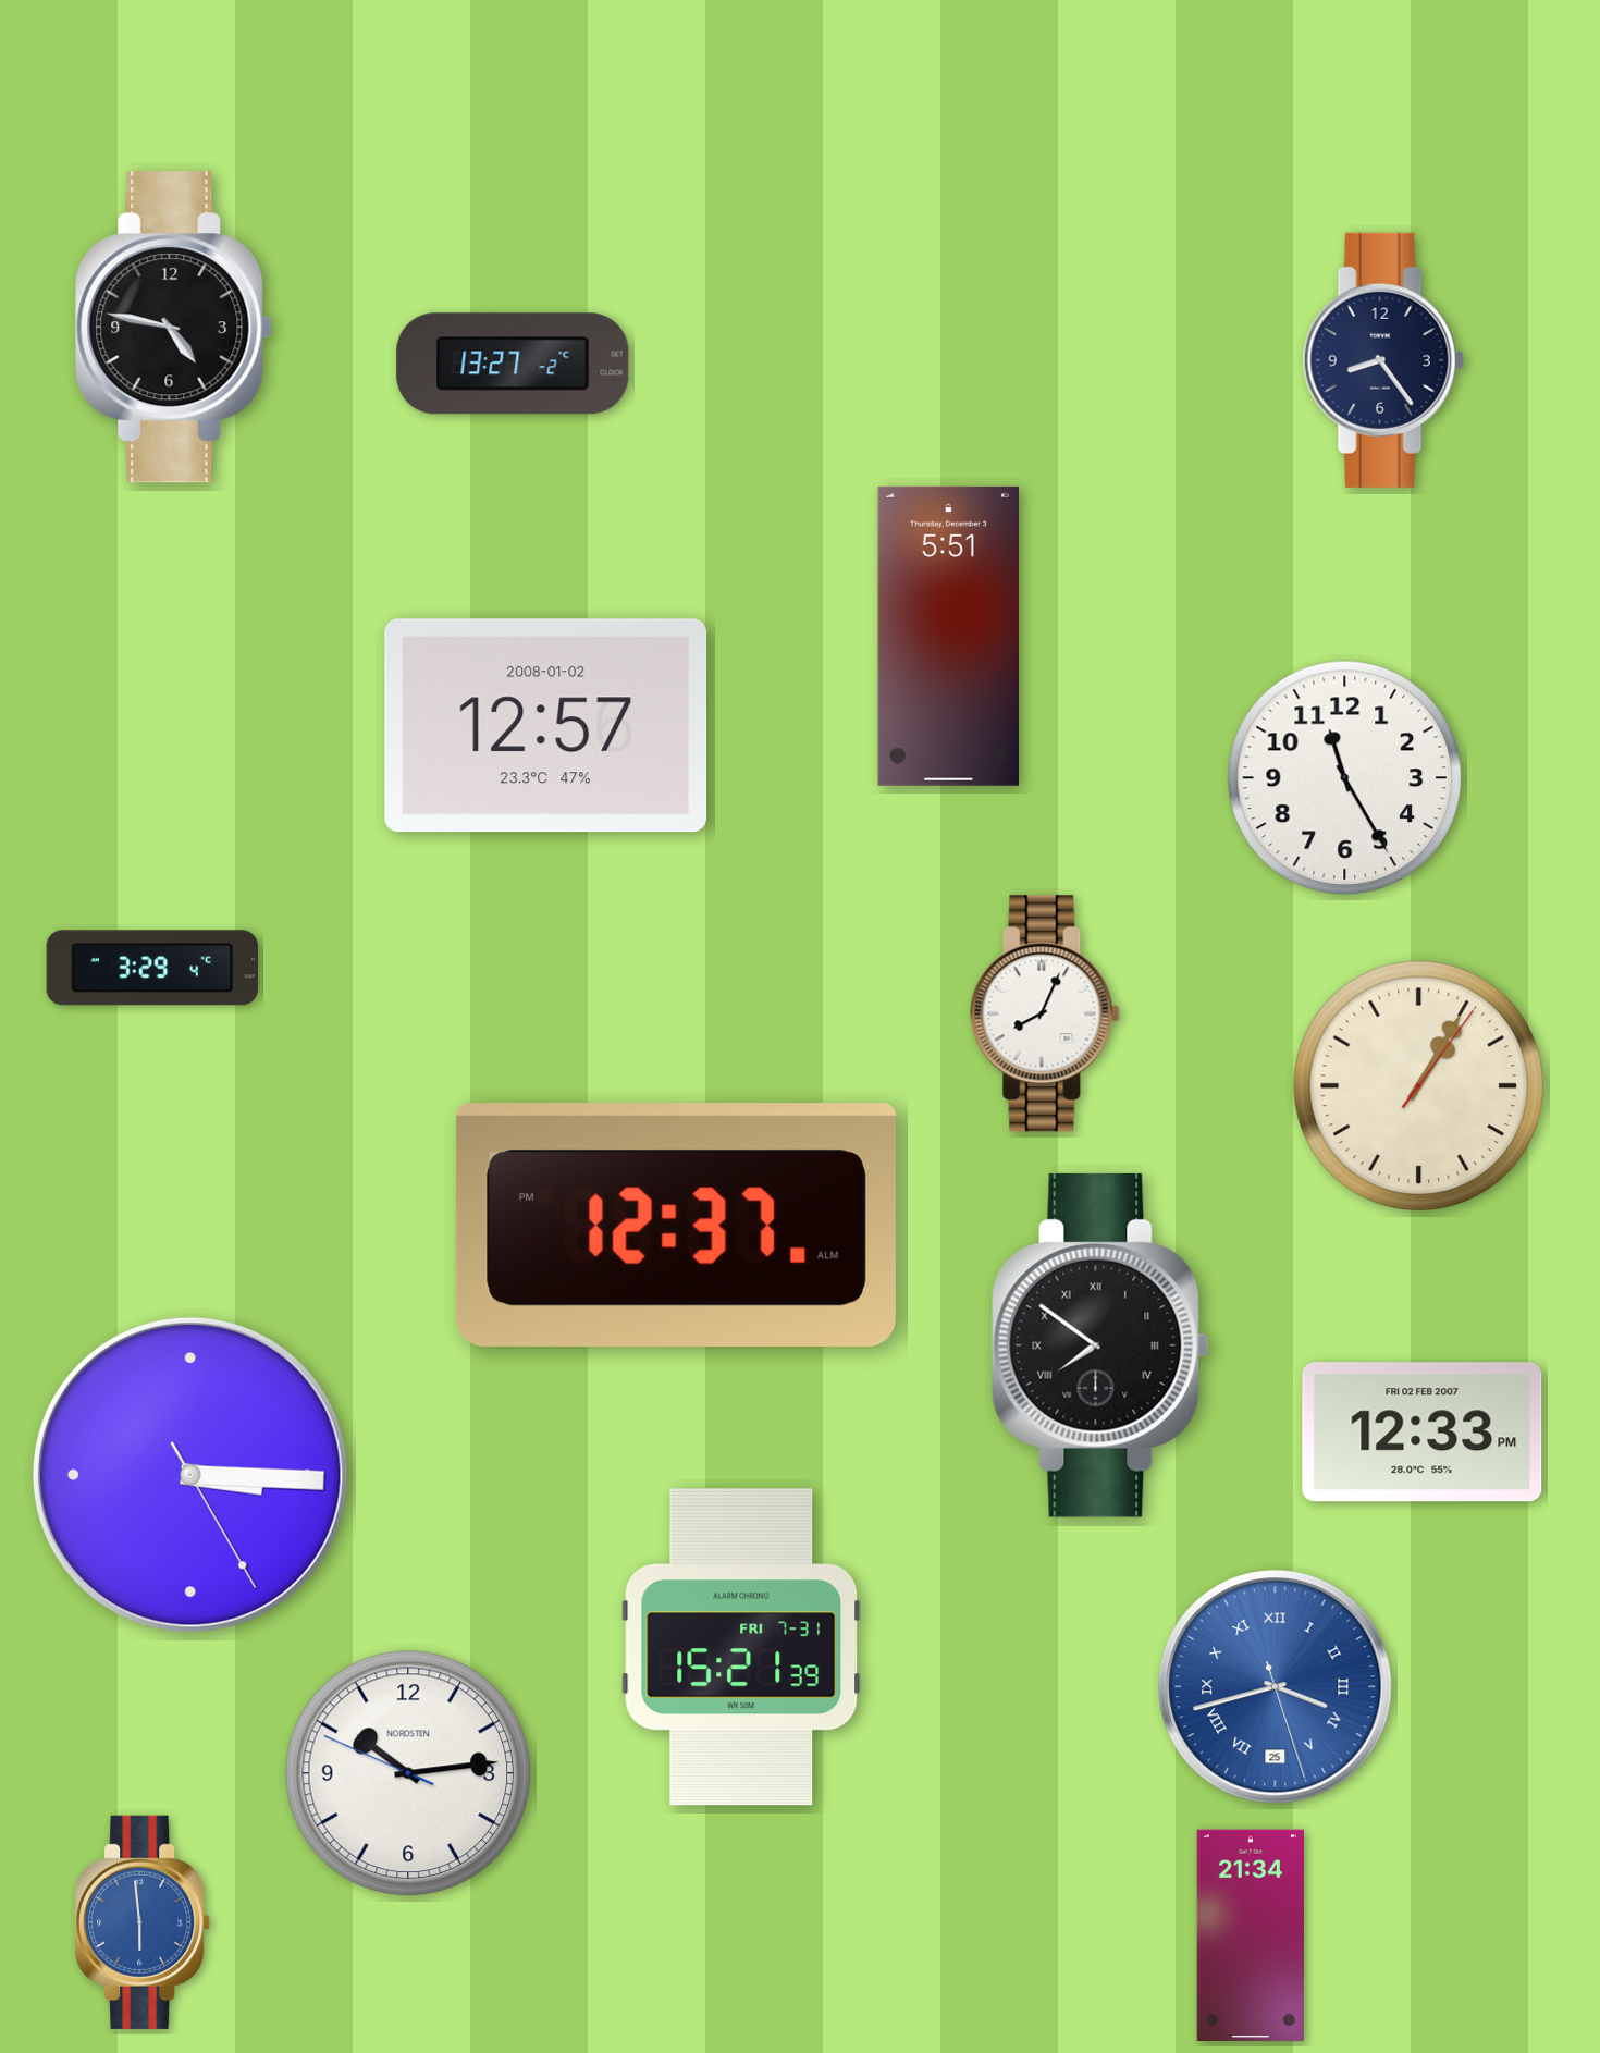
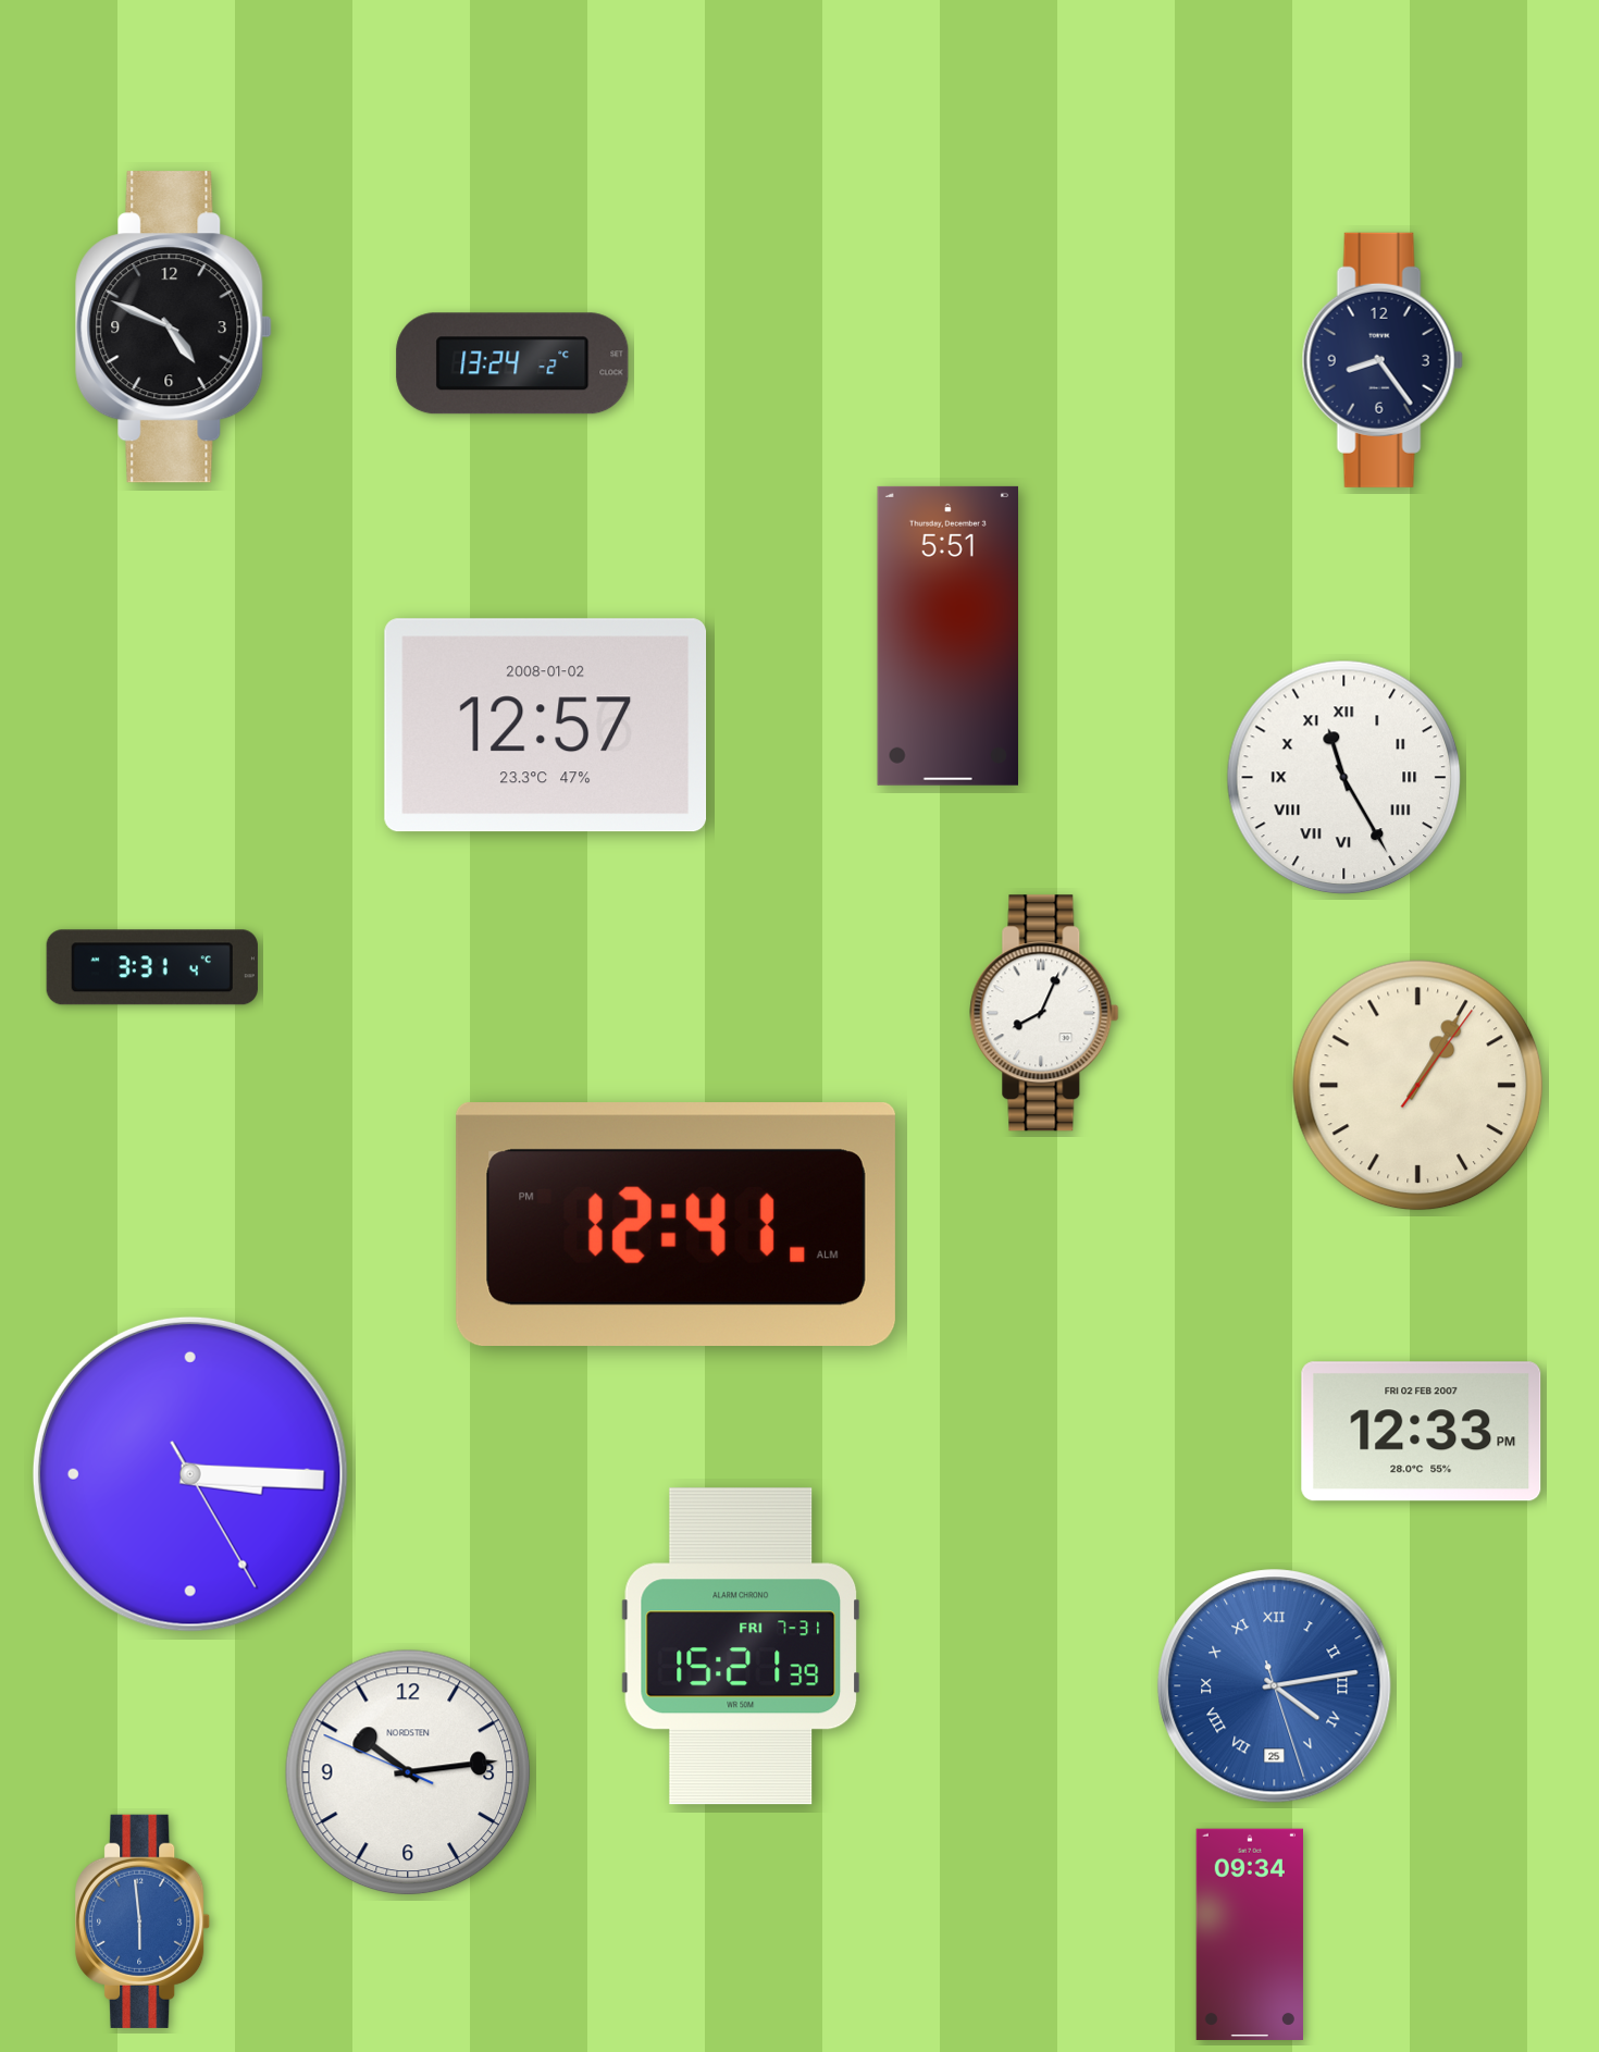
clock at (173, 328): 4:47 -> 4:49
clock at (513, 364): 13:27 -> 13:24
clock at (1345, 778) numerals: Arabic -> Roman
clock at (152, 968): 3:29 -> 3:31
clock at (676, 1225): 12:37 -> 12:41
clock at (1100, 1345): 7:51 -> none
clock at (1276, 1687): 3:42 -> 4:13
clock at (1251, 1935): 21:34 -> 09:34
